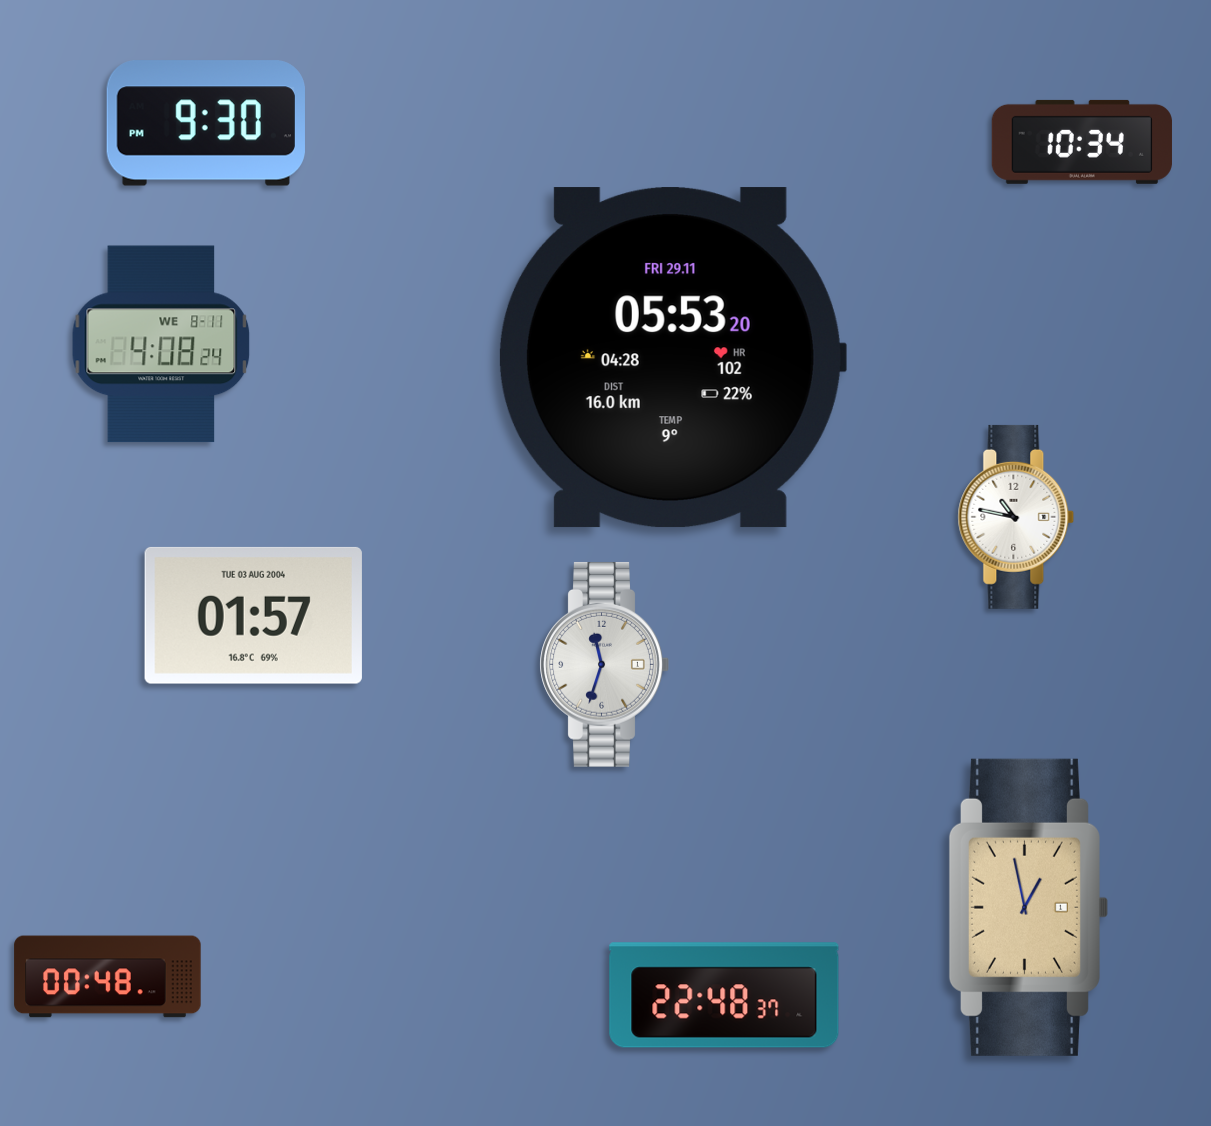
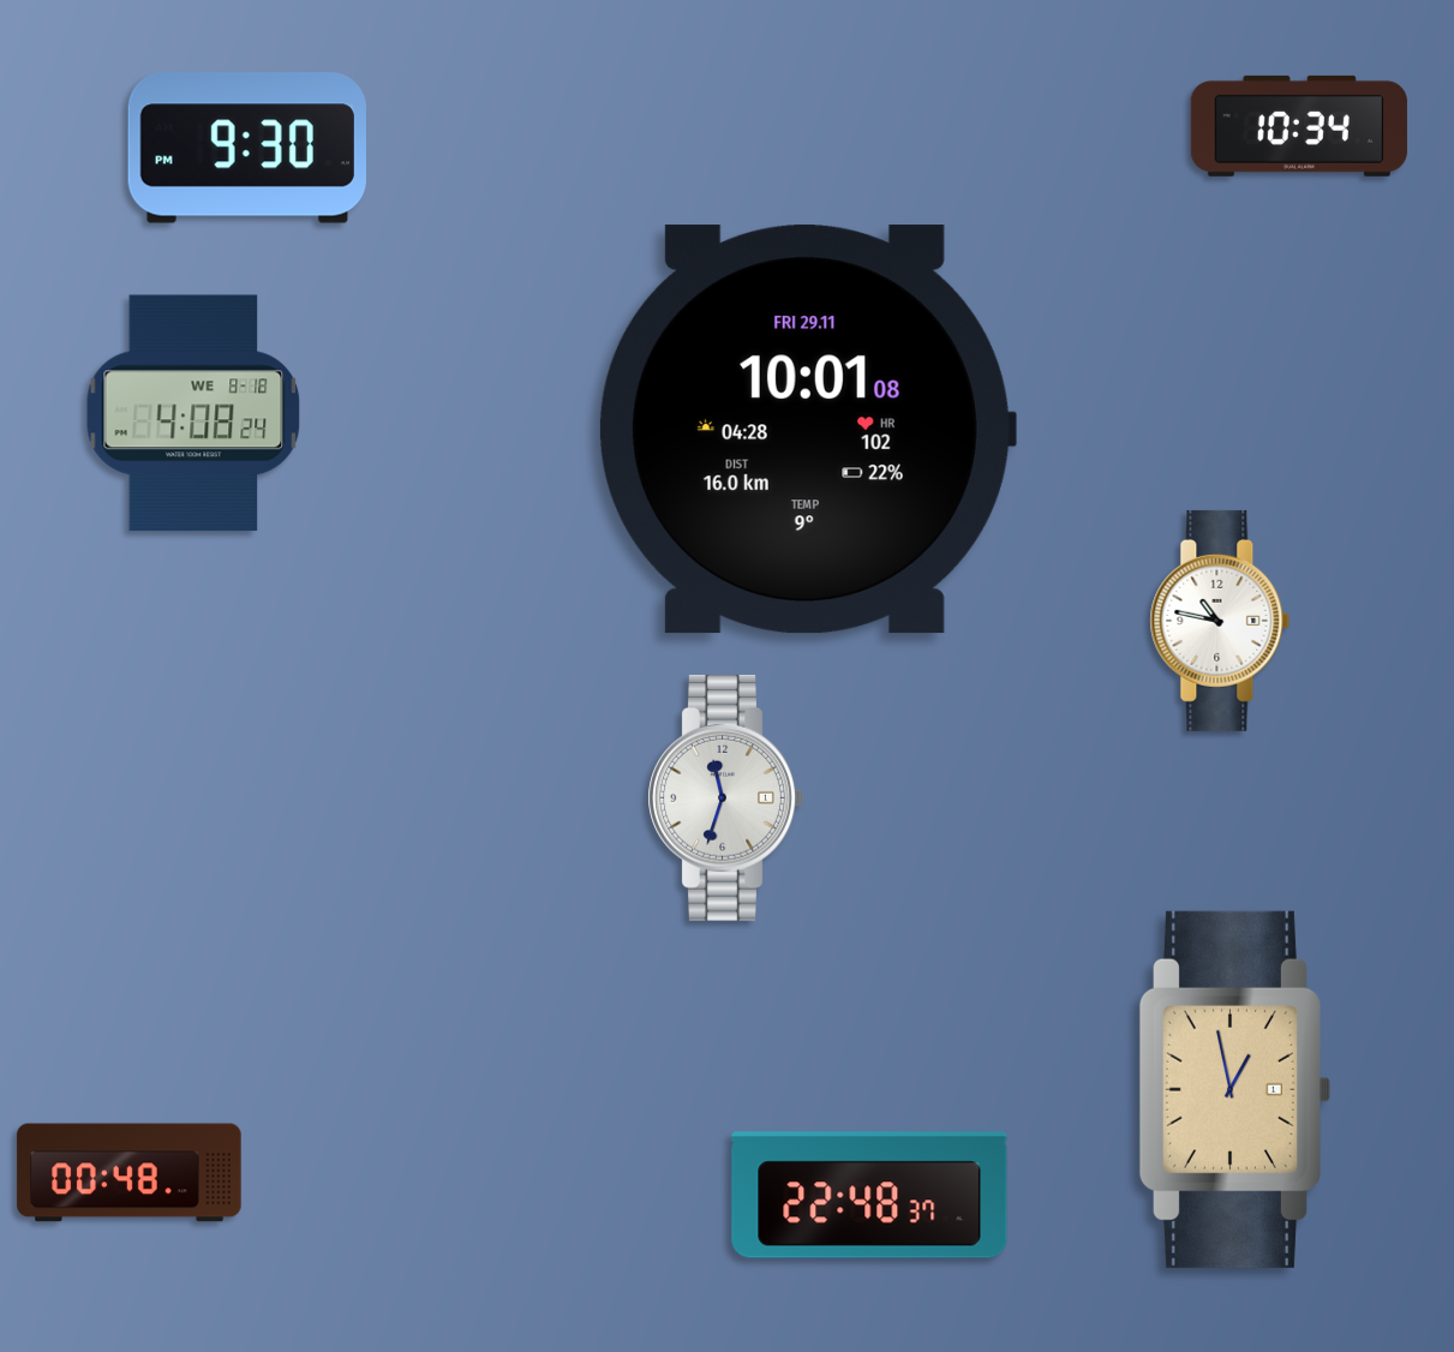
clock at (1082, 142) position: (1082, 142) -> (1299, 126)
clock at (161, 344) date: WE 8-11 -> WE 8-18
clock at (672, 358): 05:53 -> 10:01
clock at (253, 615): 01:57 -> none
